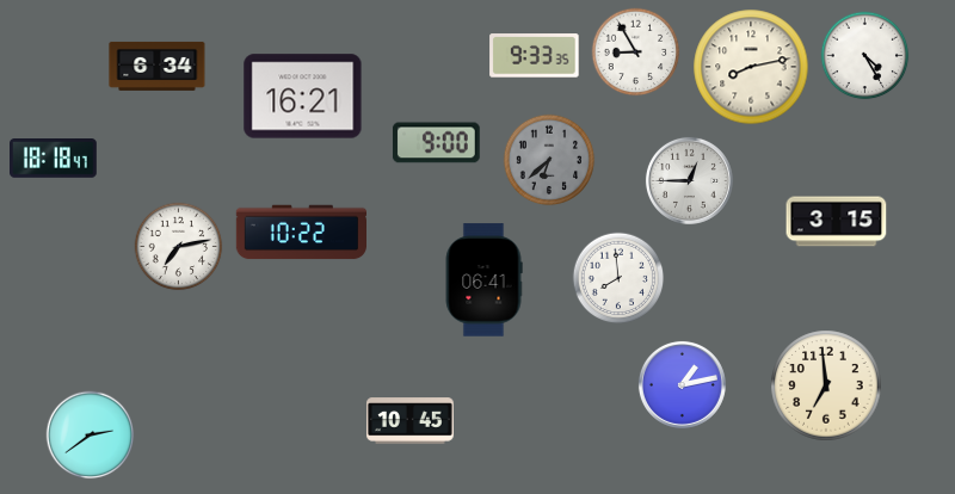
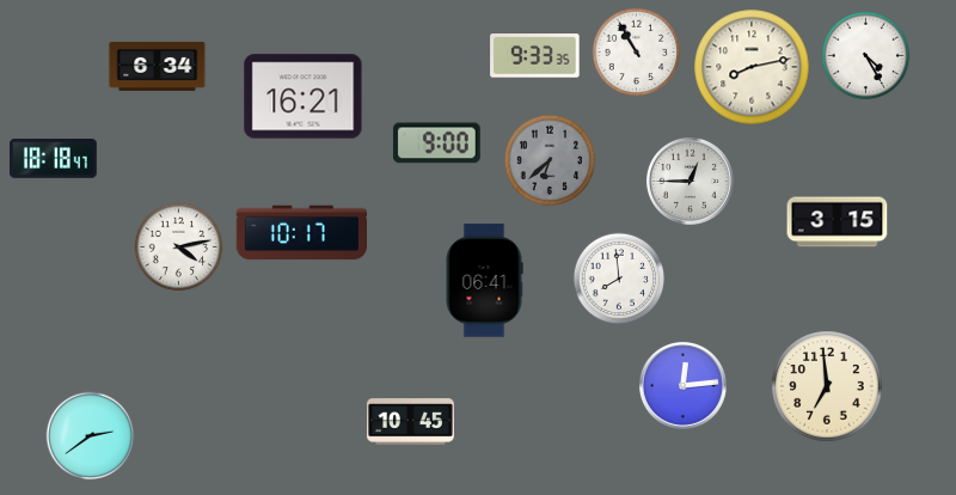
clock at (636, 53): 8:55 -> 10:55
clock at (301, 233): 10:22 -> 10:17
clock at (179, 247): 7:13 -> 4:13
clock at (682, 384): 1:13 -> 12:14
